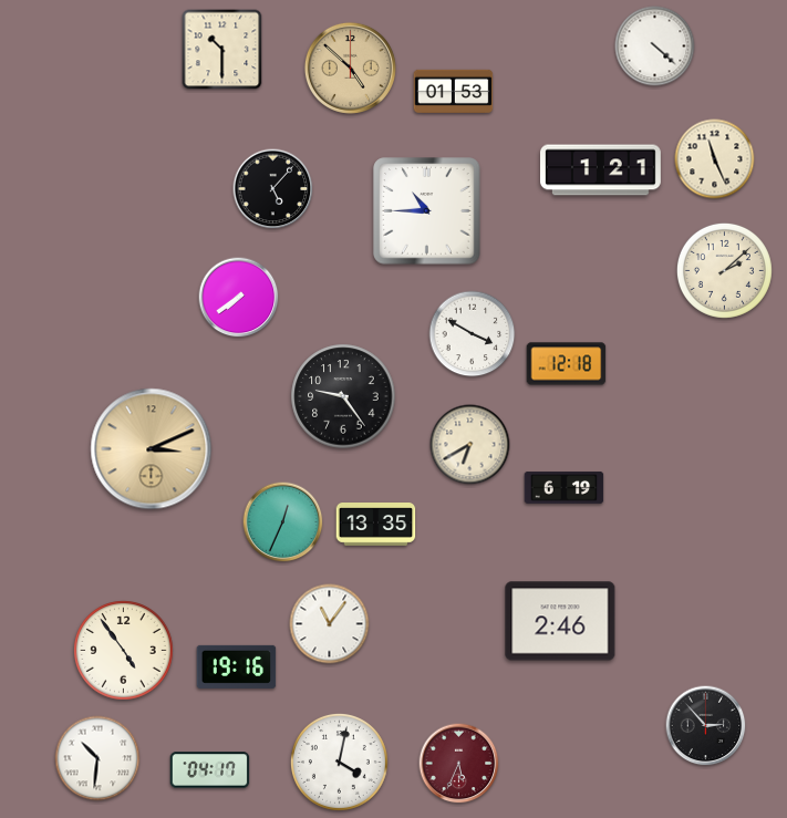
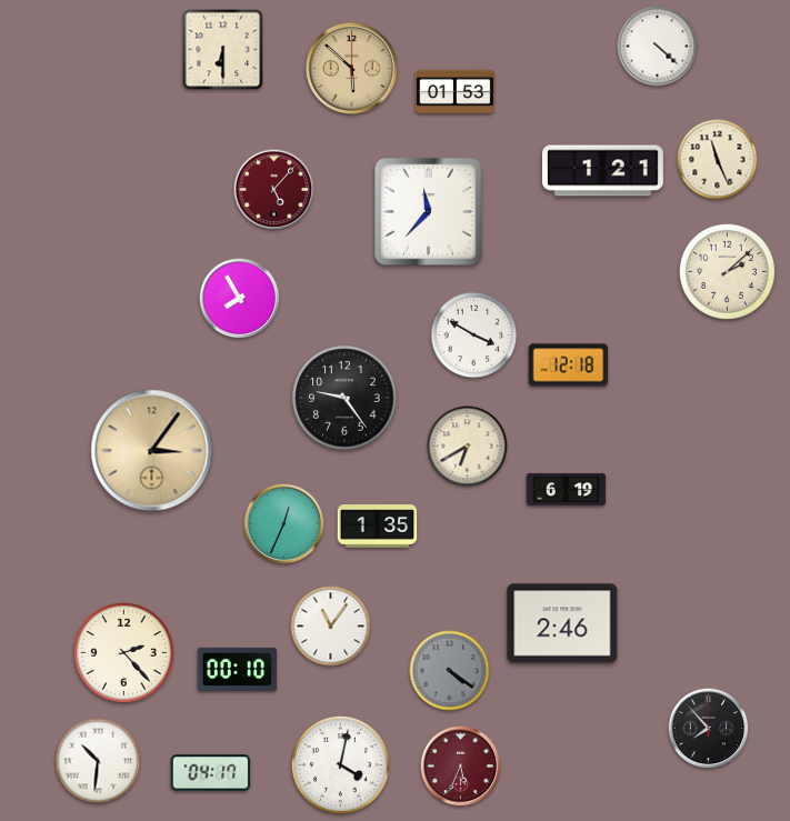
clock at (222, 50): 10:30 -> 6:30
clock at (350, 68): 4:52 -> 5:52
clock at (273, 189) dial: black -> burgundy
clock at (427, 211): 10:45 -> 11:37
clock at (239, 298): 7:39 -> 7:55
clock at (470, 445) position: (470, 445) -> (468, 447)
clock at (152, 449): 3:11 -> 3:06
clock at (376, 525): 13:35 -> 1:35
clock at (124, 651): 4:54 -> 2:23
clock at (237, 666): 19:16 -> 00:10
clock at (450, 671): none -> 4:21
clock at (706, 726): 2:53 -> 7:53
